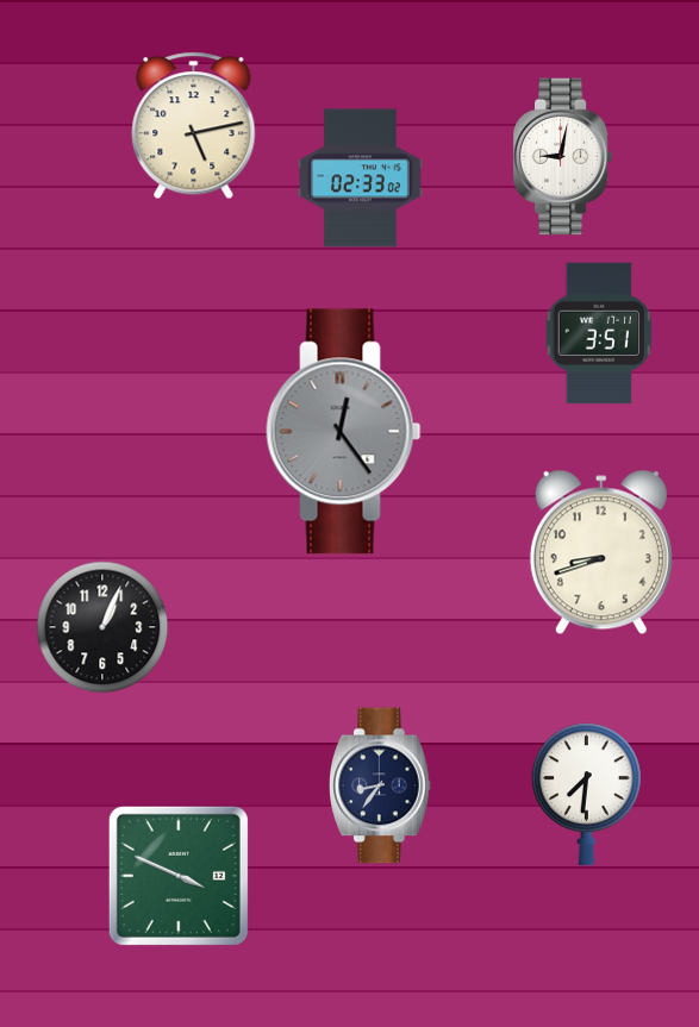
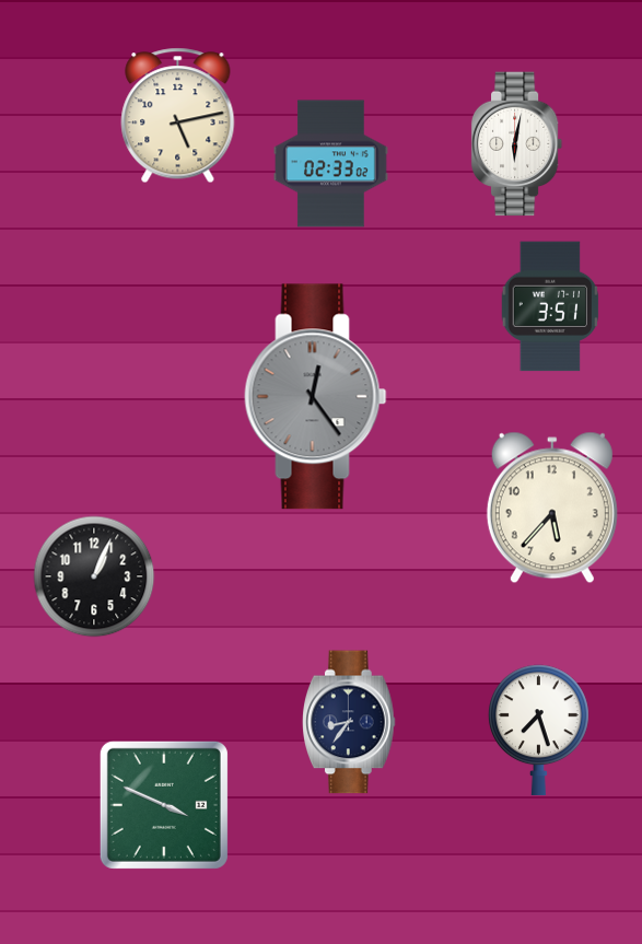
clock at (563, 157): 9:02 -> 6:02
clock at (601, 552): 8:42 -> 5:37
clock at (586, 795): 7:31 -> 7:27
